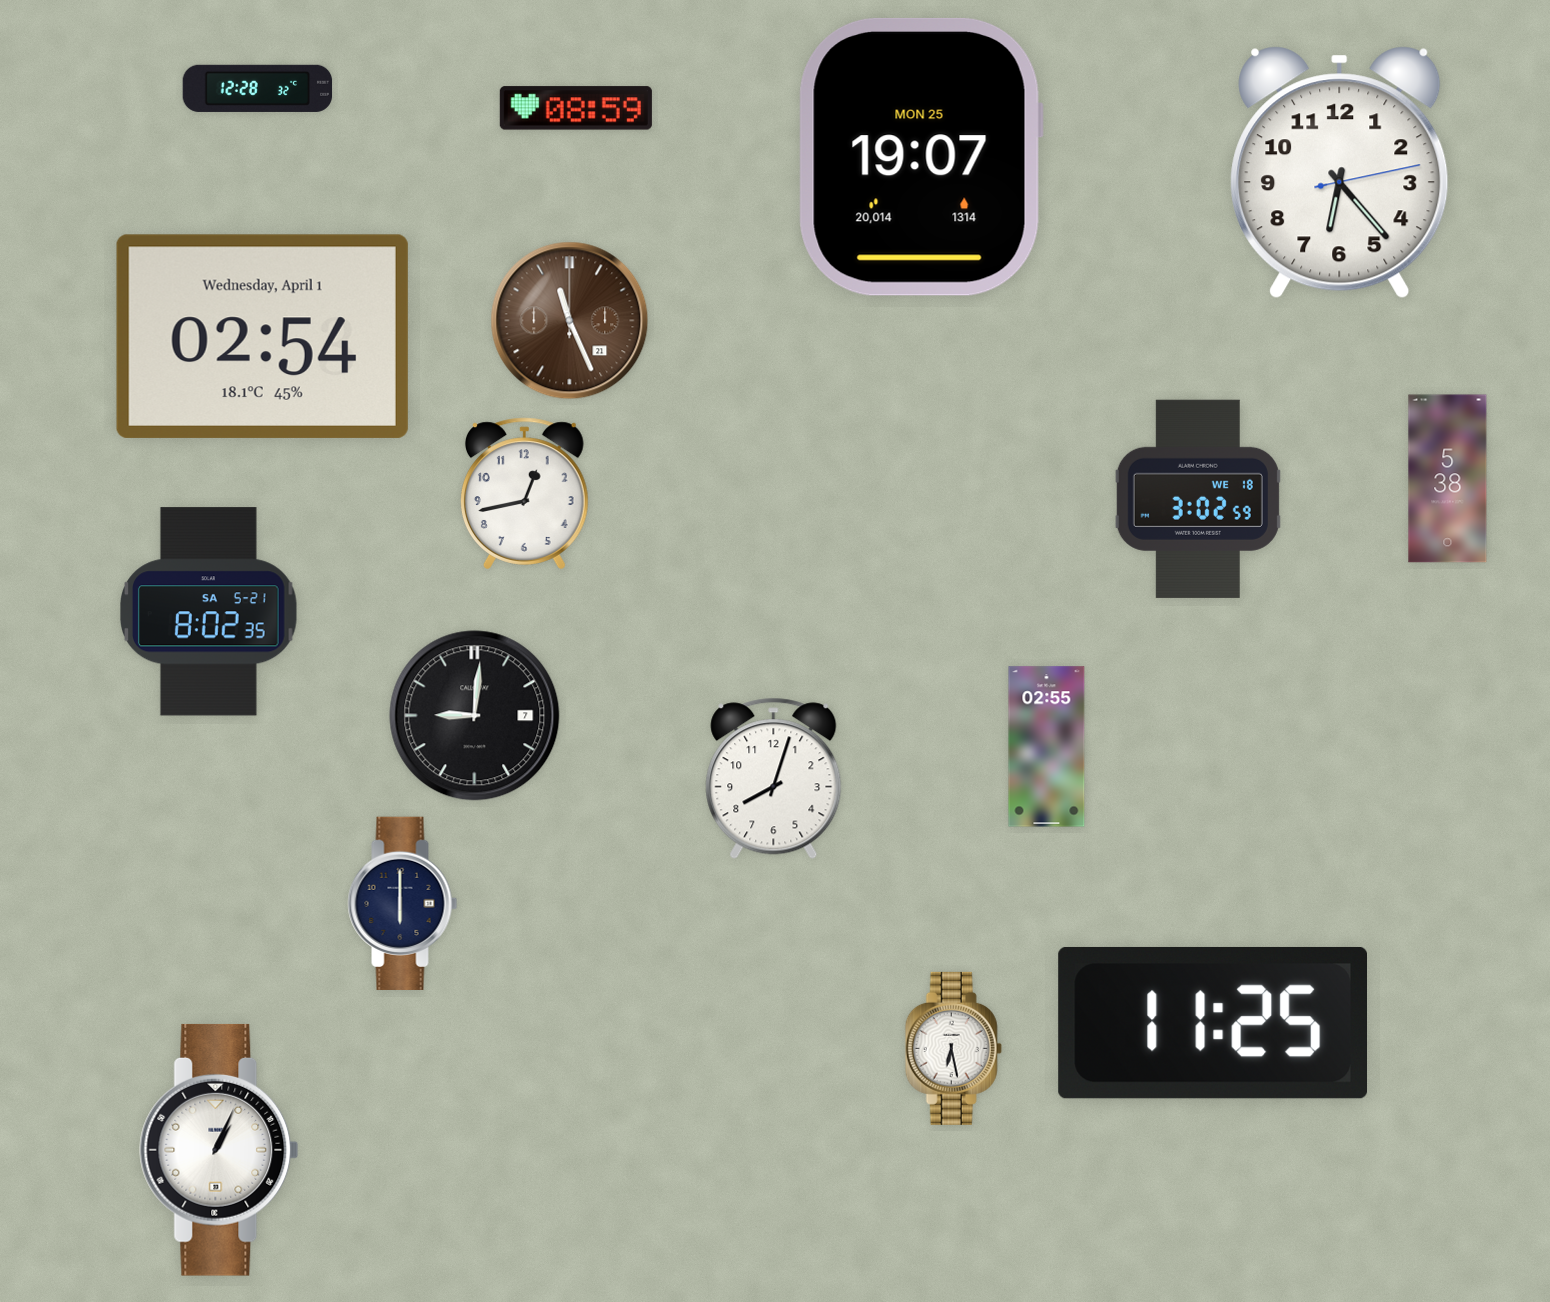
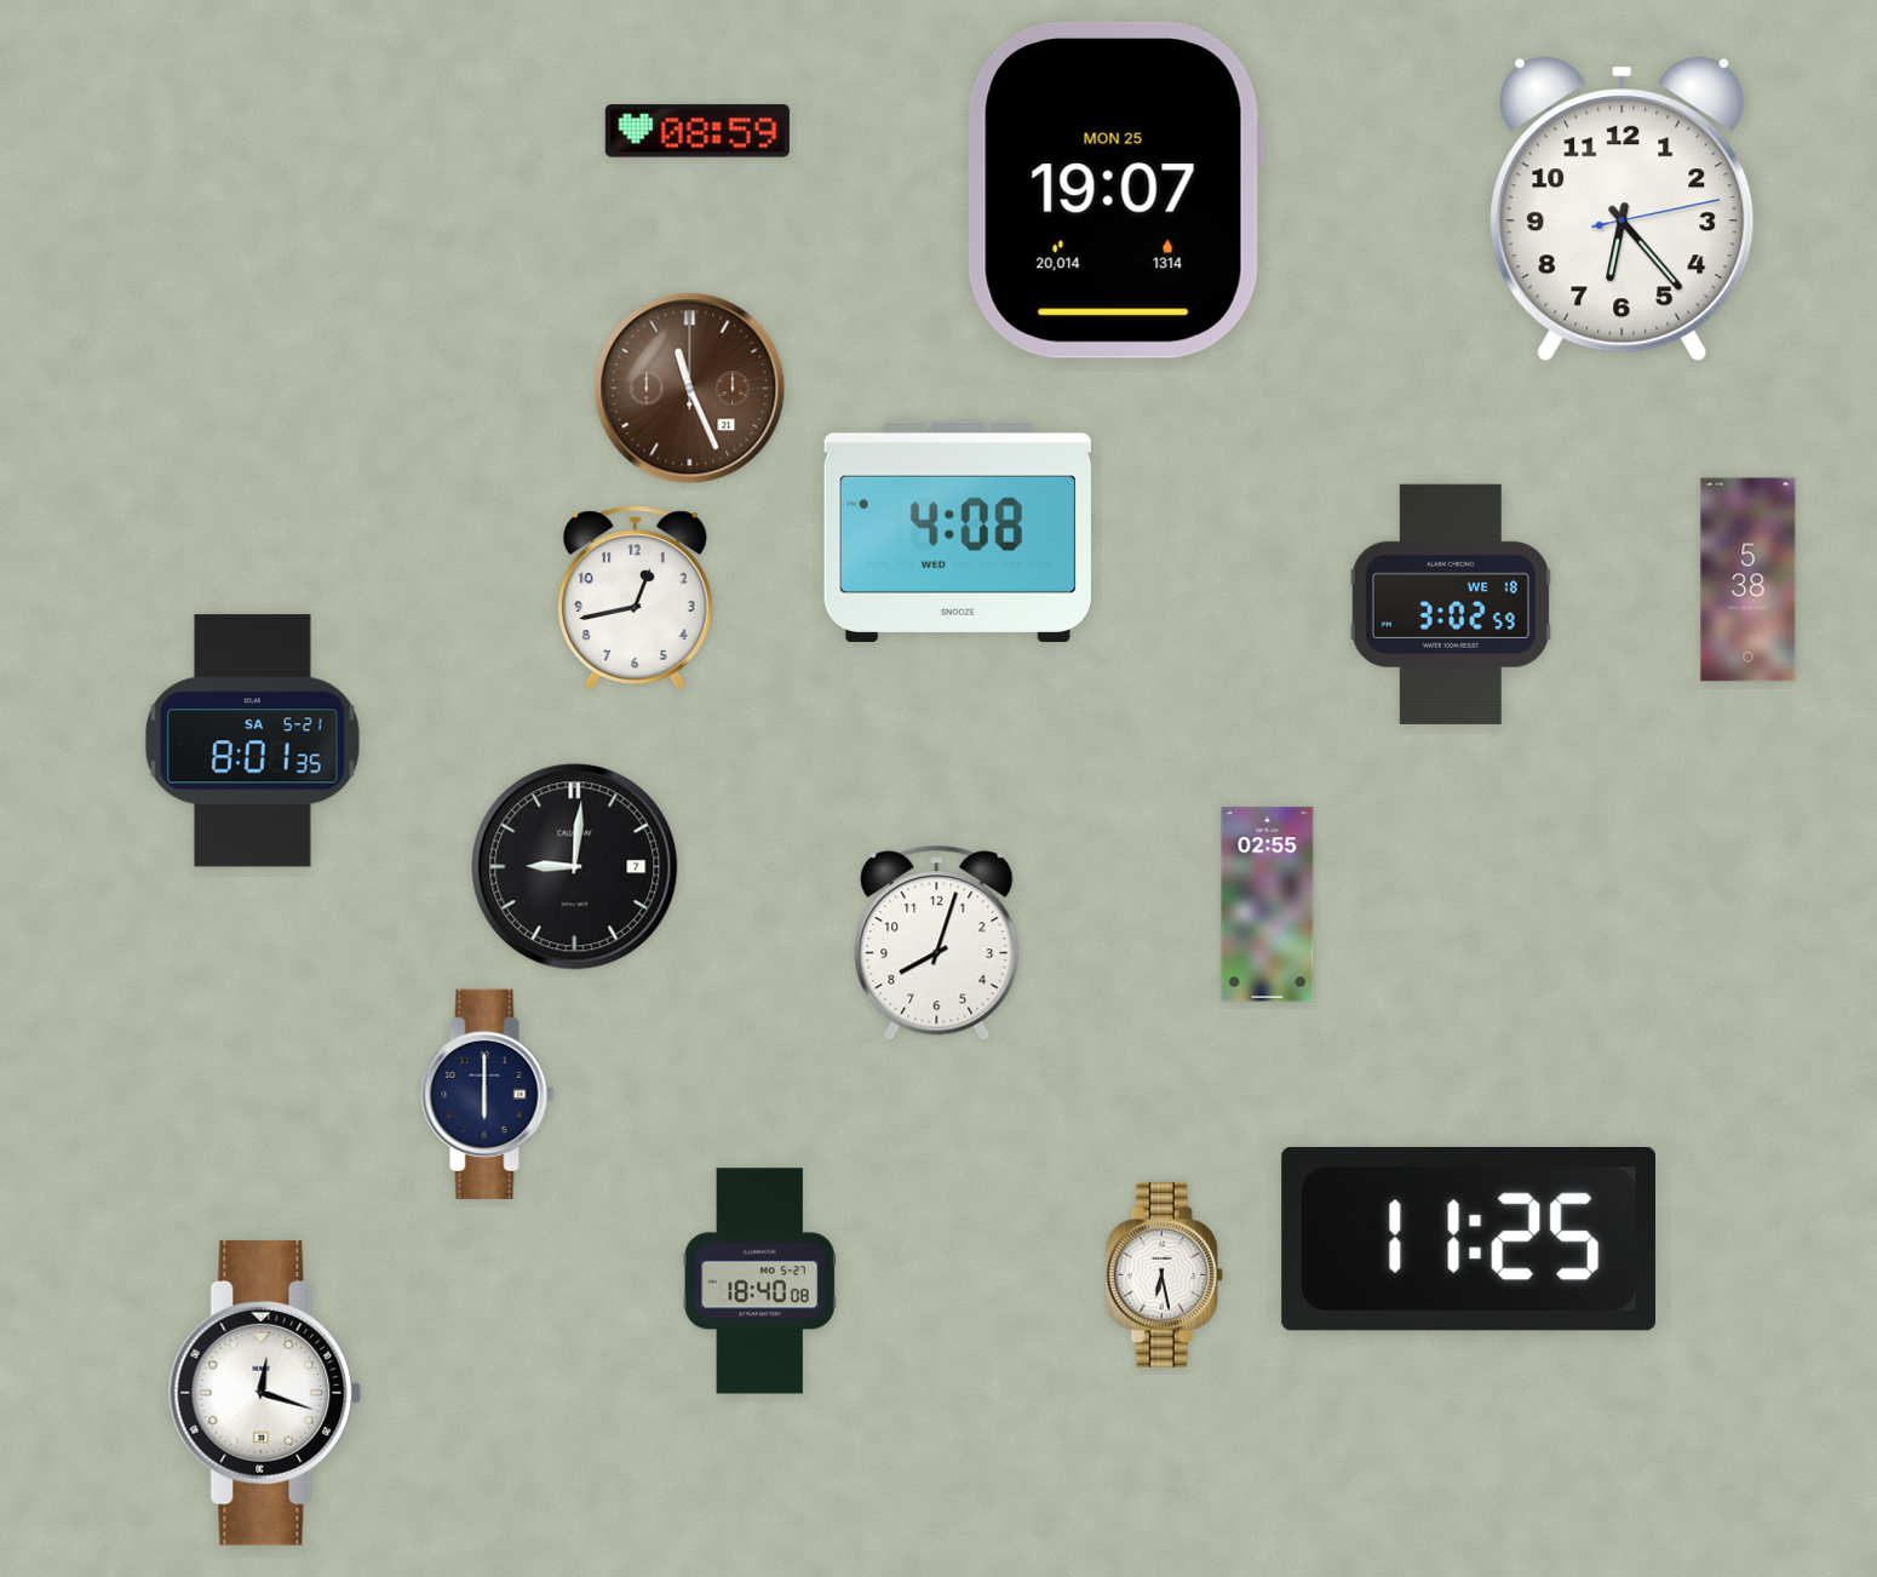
clock at (258, 88): 12:28 -> none
clock at (262, 336): 02:54 -> none
clock at (958, 532): none -> 4:08
clock at (1448, 479) position: (1448, 479) -> (1749, 580)
clock at (209, 612): 8:02 -> 8:01
clock at (953, 1048) position: (953, 1048) -> (1164, 1274)
clock at (759, 1281): none -> 18:40
clock at (219, 1150): 1:04 -> 12:18
